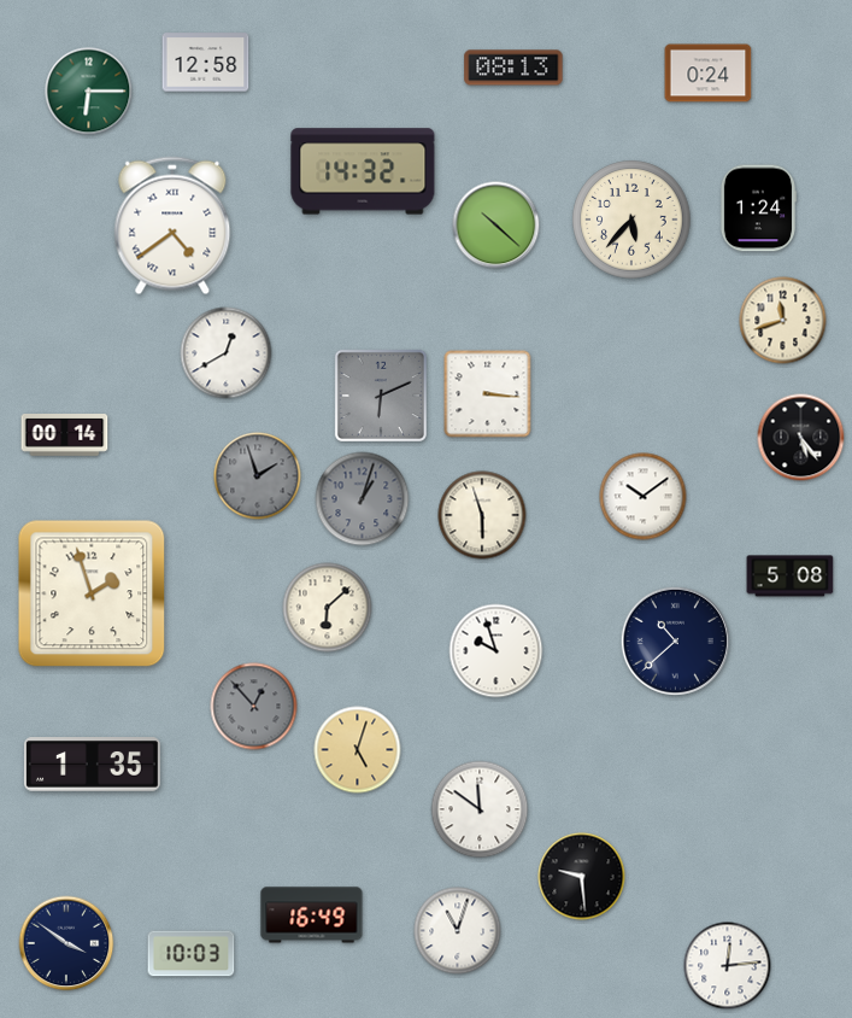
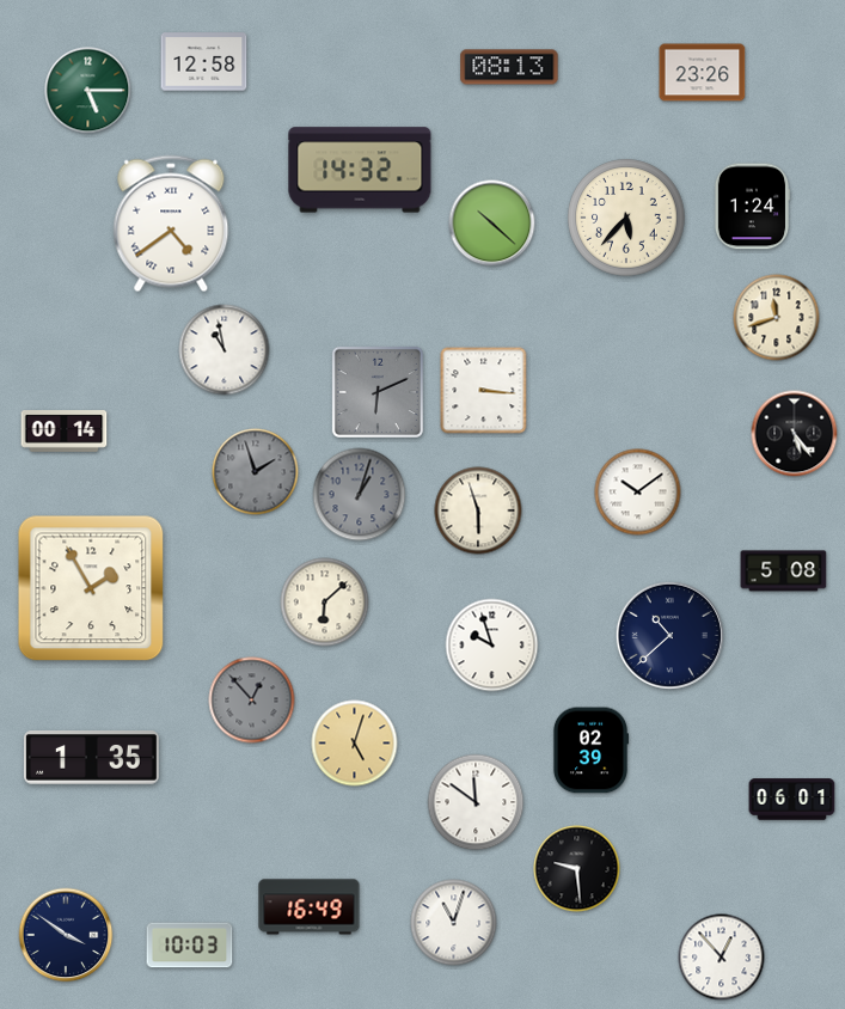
clock at (709, 74): 0:24 -> 23:26
clock at (89, 92): 6:15 -> 5:15
clock at (227, 353): 12:40 -> 10:58
clock at (92, 593): 1:57 -> 1:55
clock at (589, 751): none -> 02:39
clock at (792, 800): none -> 06:01
clock at (728, 966): 12:14 -> 12:53
